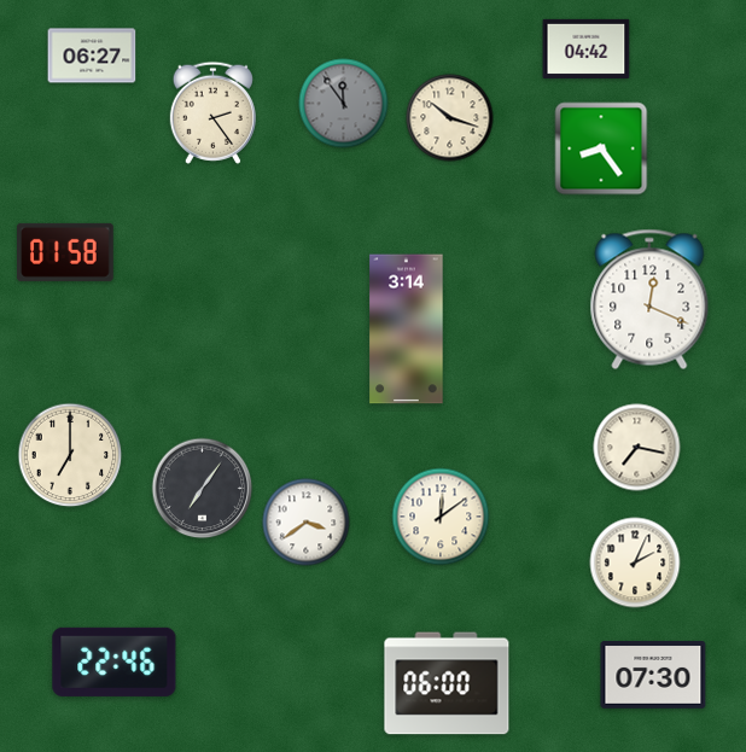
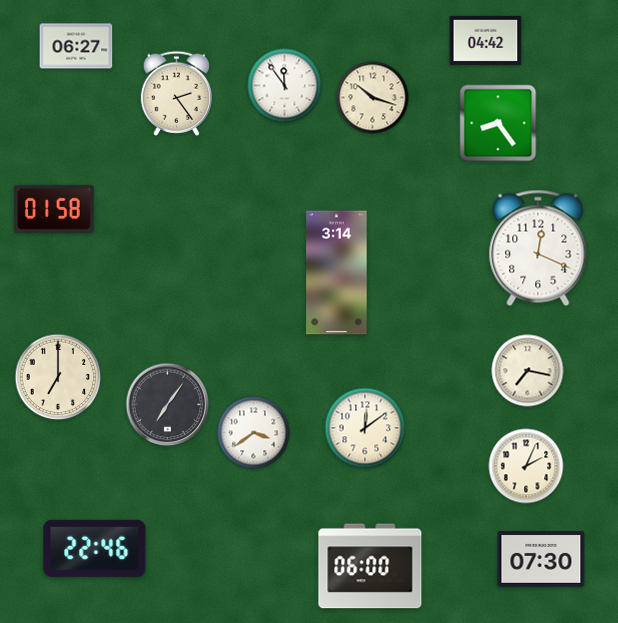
clock at (344, 104) dial: grey -> white
